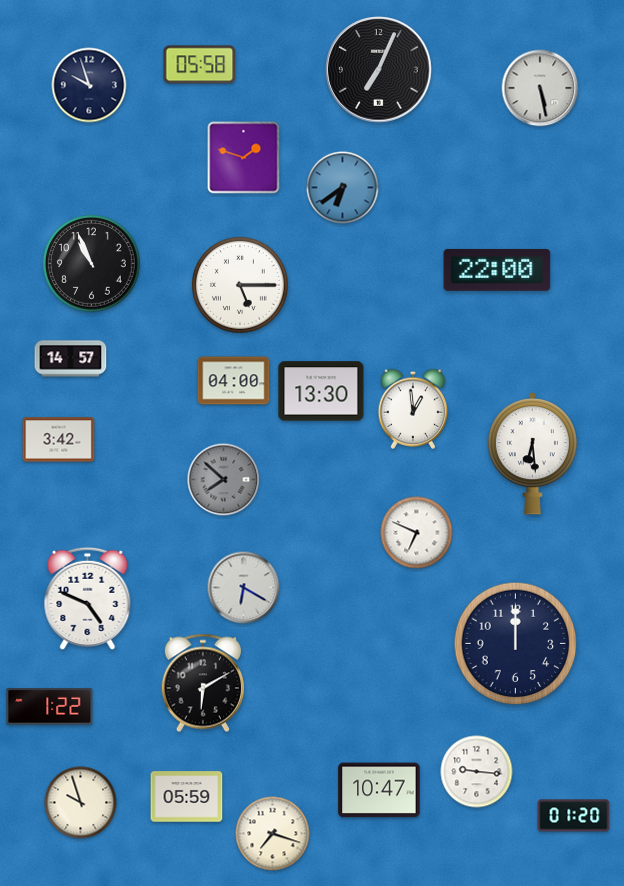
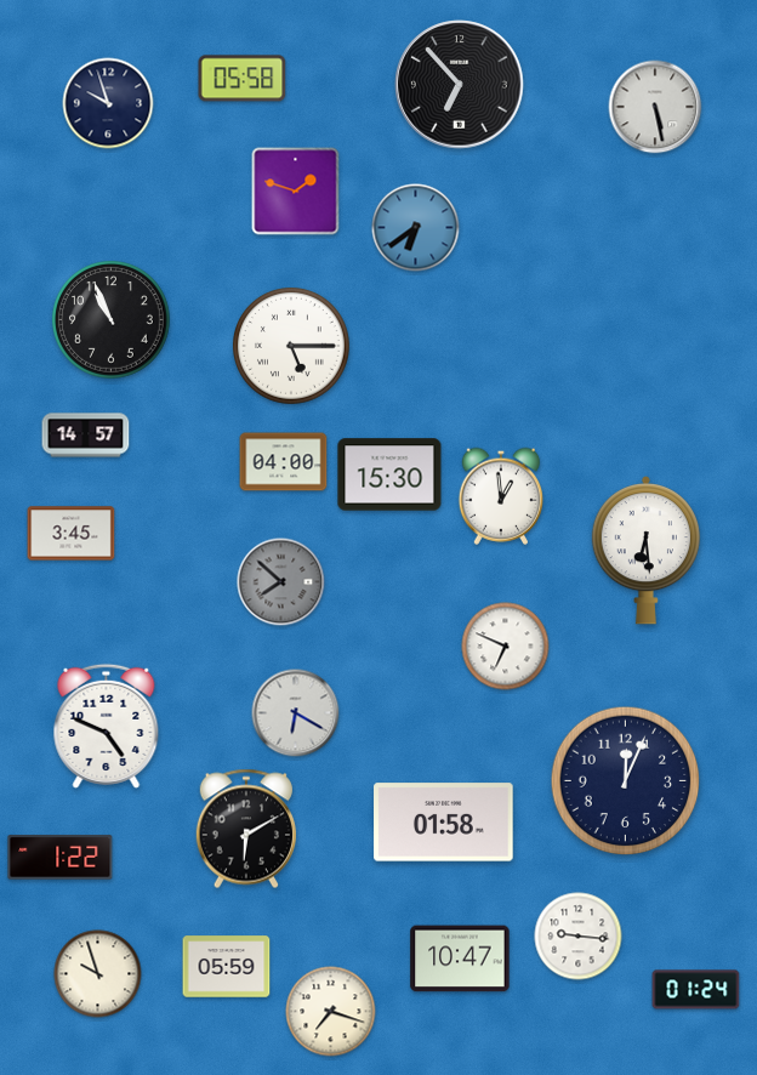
clock at (379, 70): 7:04 -> 6:53
clock at (497, 270): 22:00 -> none
clock at (321, 391): 13:30 -> 15:30
clock at (59, 440): 3:42 -> 3:45
clock at (224, 480) position: (224, 480) -> (281, 582)
clock at (516, 644): 12:00 -> 12:04
clock at (444, 823): none -> 01:58
clock at (574, 816): 01:20 -> 01:24
